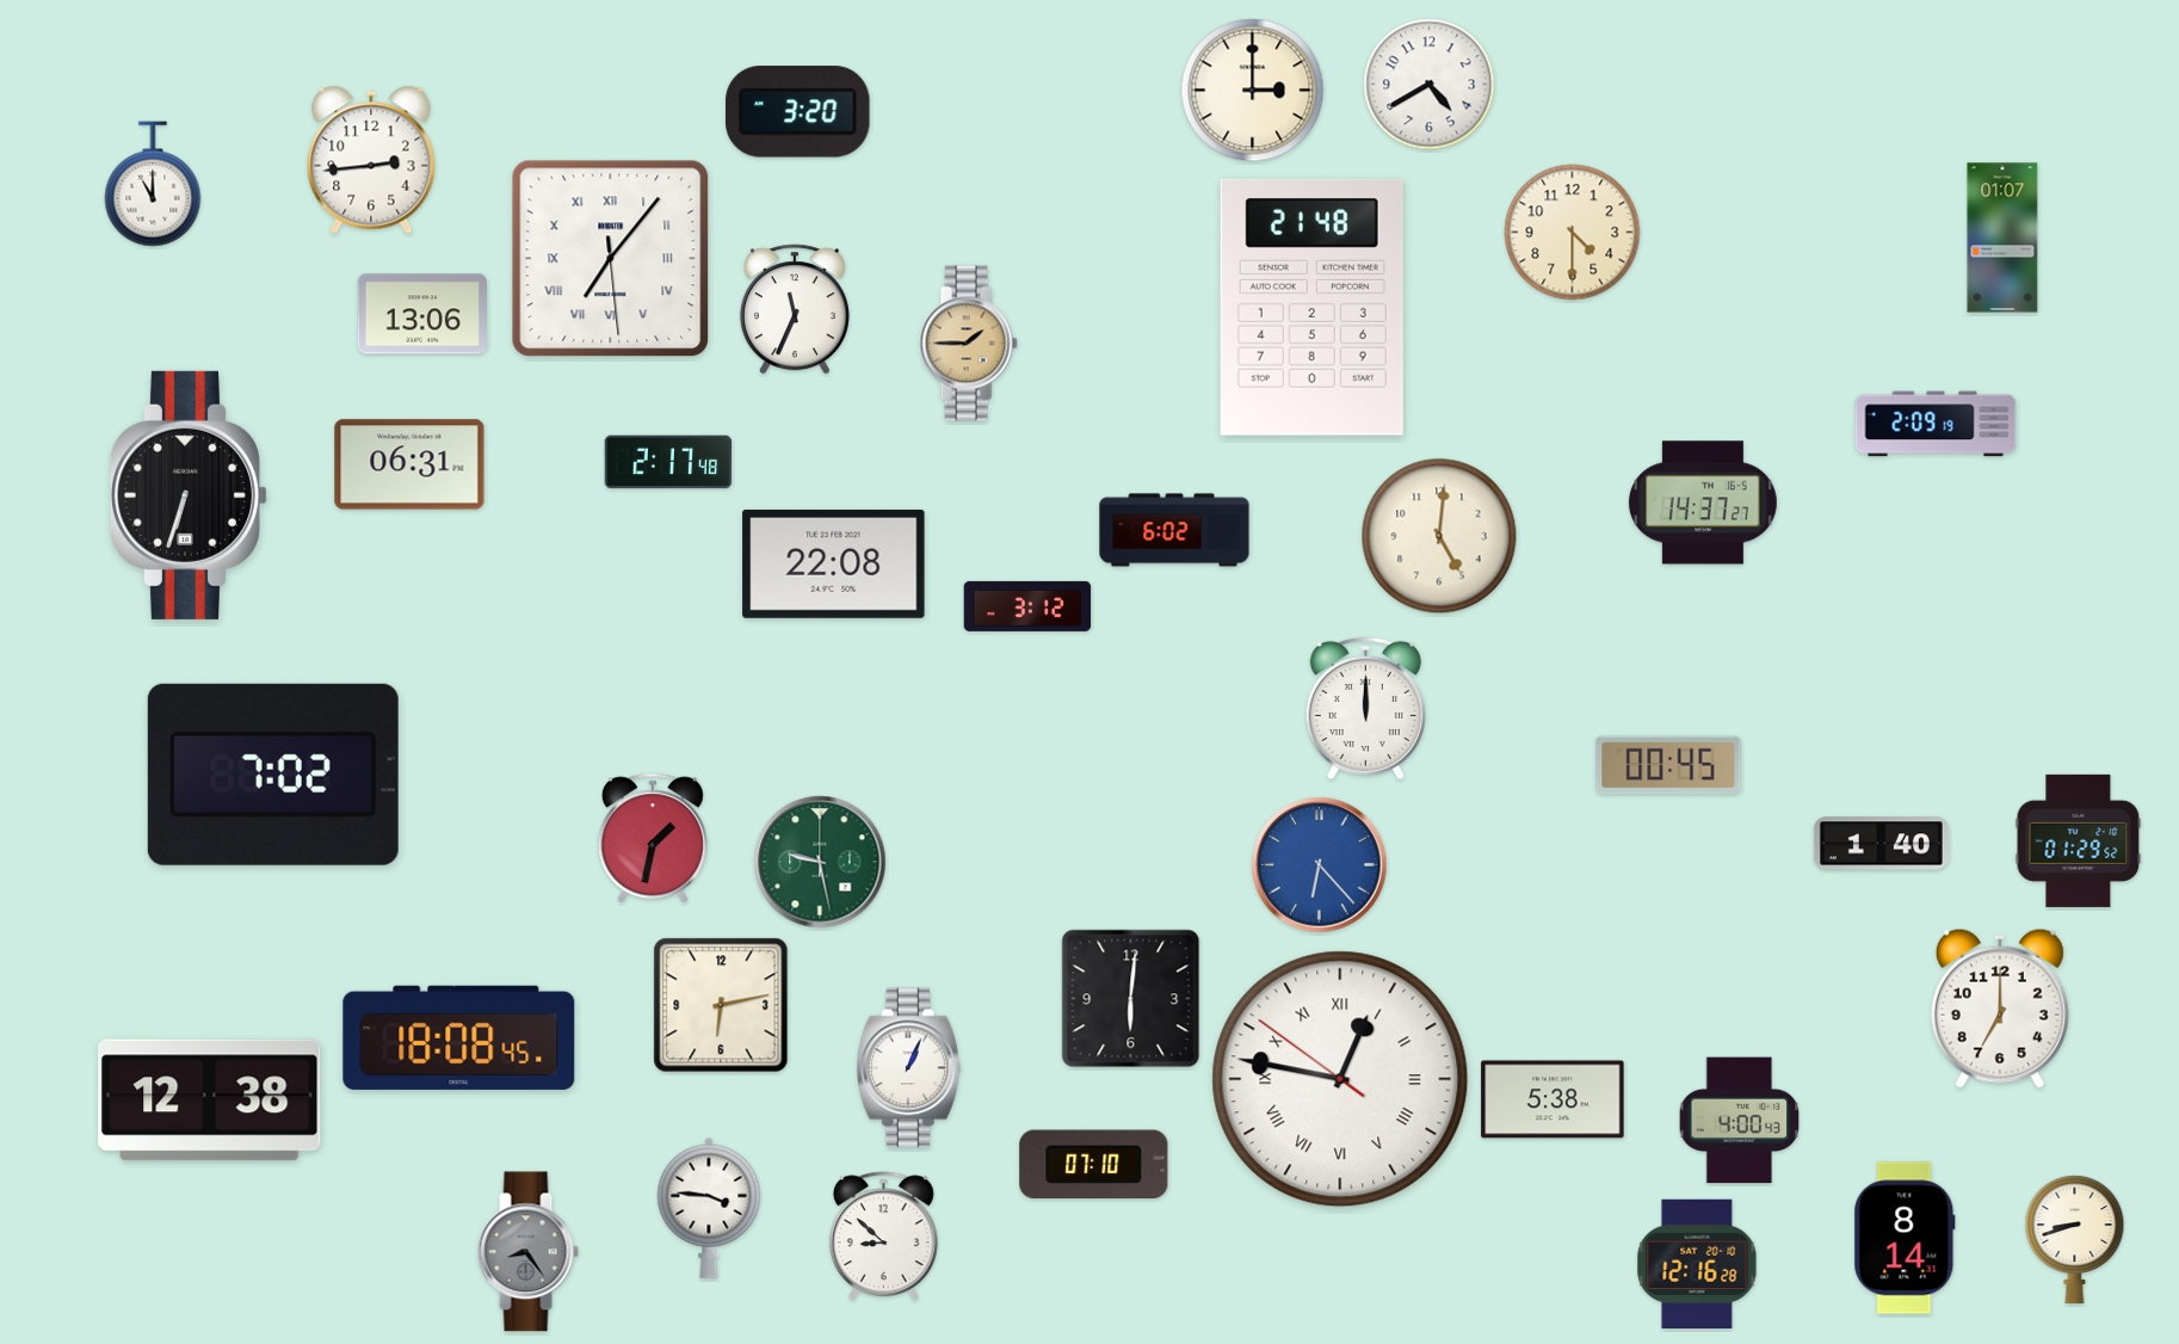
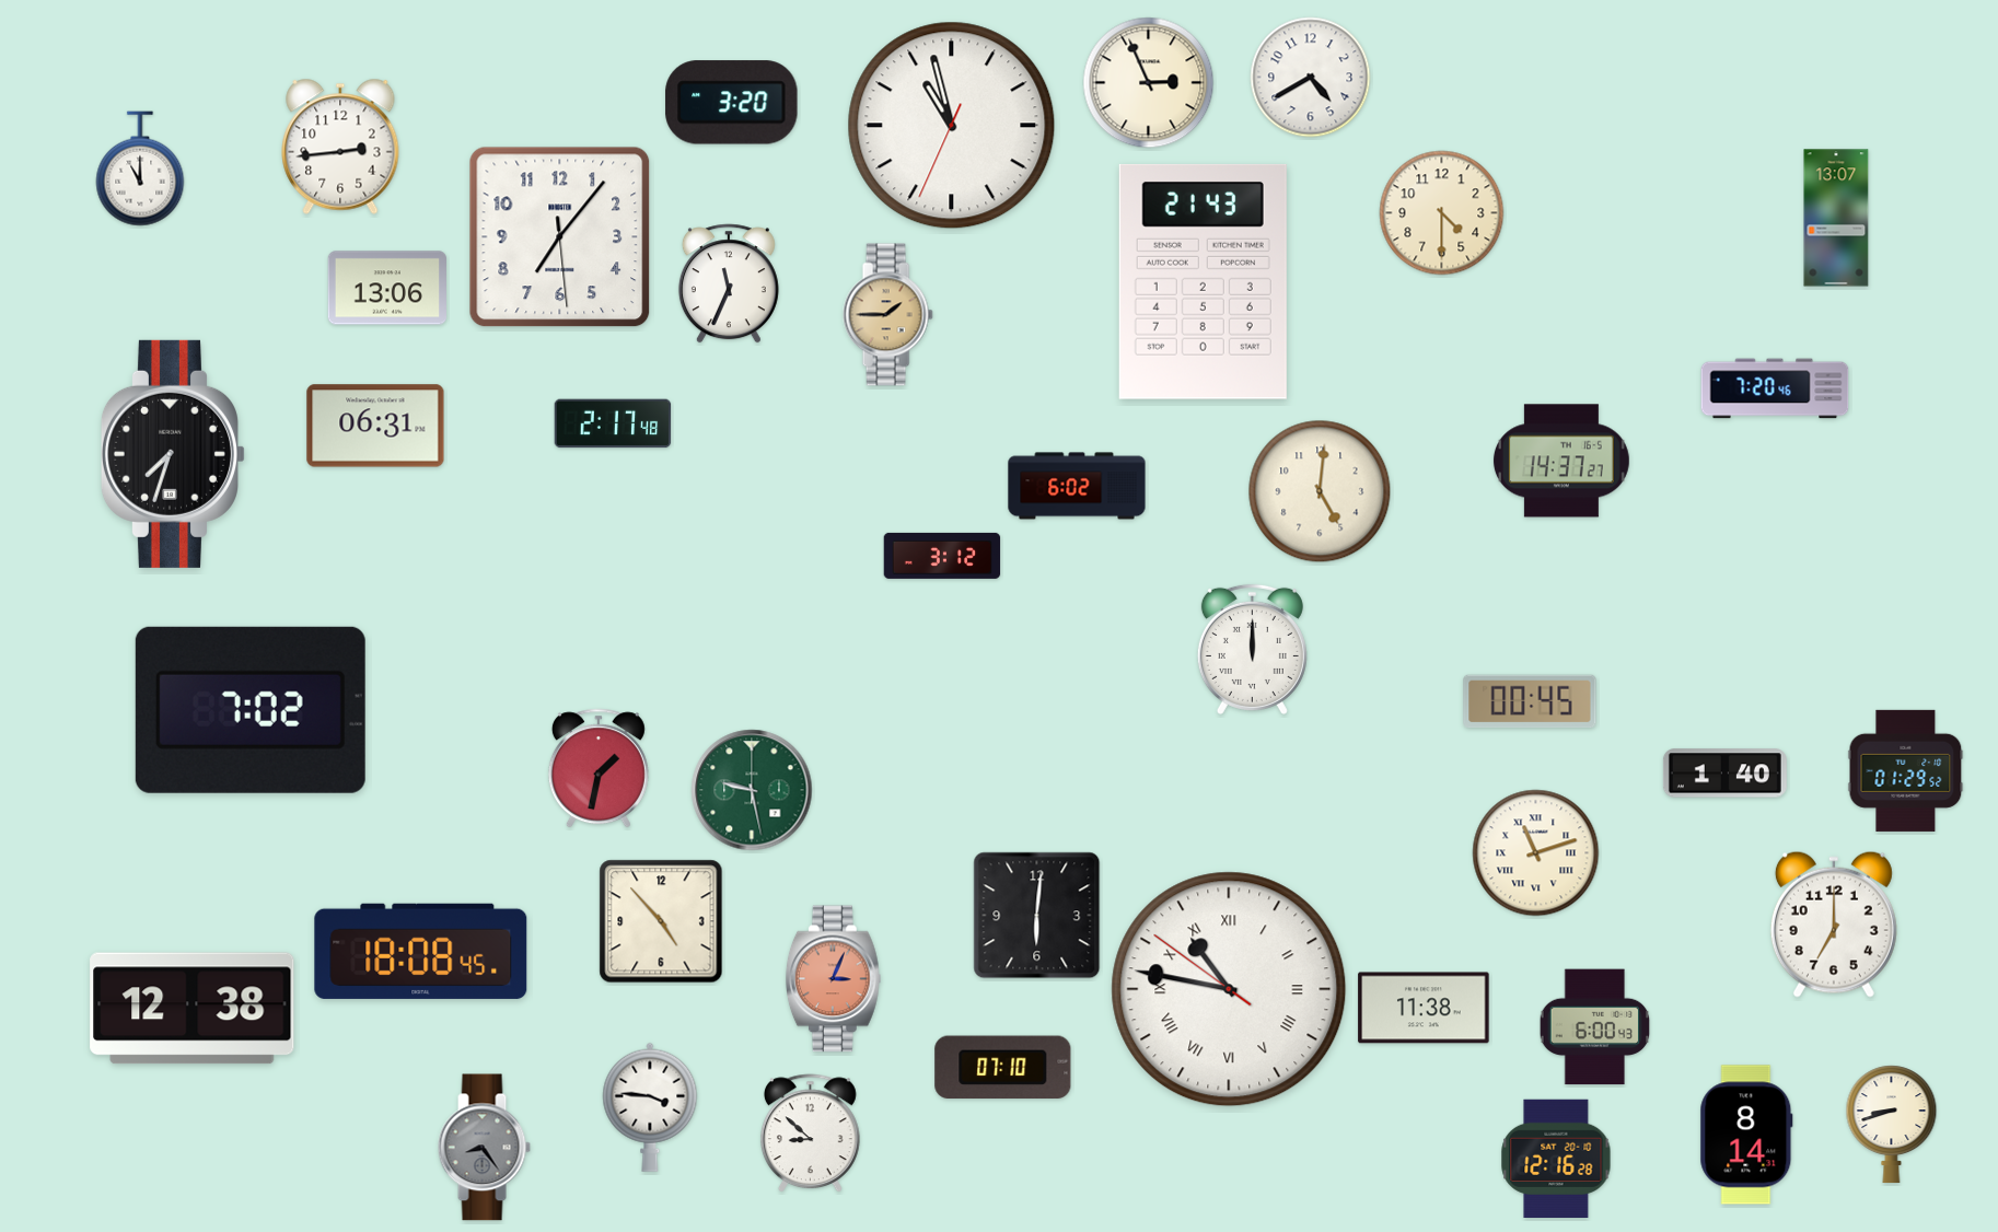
clock at (1253, 91): 3:00 -> 2:56
clock at (952, 126): none -> 10:57
clock at (2002, 238): 01:07 -> 13:07
clock at (611, 259) numerals: Roman -> Arabic
clock at (1311, 307): 21:48 -> 21:43
clock at (1936, 424): 2:09 -> 7:20
clock at (189, 495): 6:33 -> 7:33
clock at (834, 563): 22:08 -> none
clock at (1320, 865): 6:23 -> none
clock at (1536, 853): none -> 11:12
clock at (721, 1005): 6:13 -> 4:53
clock at (908, 1068): 1:04 -> 3:04
clock at (908, 1068) dial: white -> salmon
clock at (1340, 1079): 12:46 -> 10:46
clock at (1553, 1099): 5:38 -> 11:38
clock at (1740, 1121): 4:00 -> 6:00
clock at (2075, 1240) position: (2075, 1240) -> (1892, 1125)
